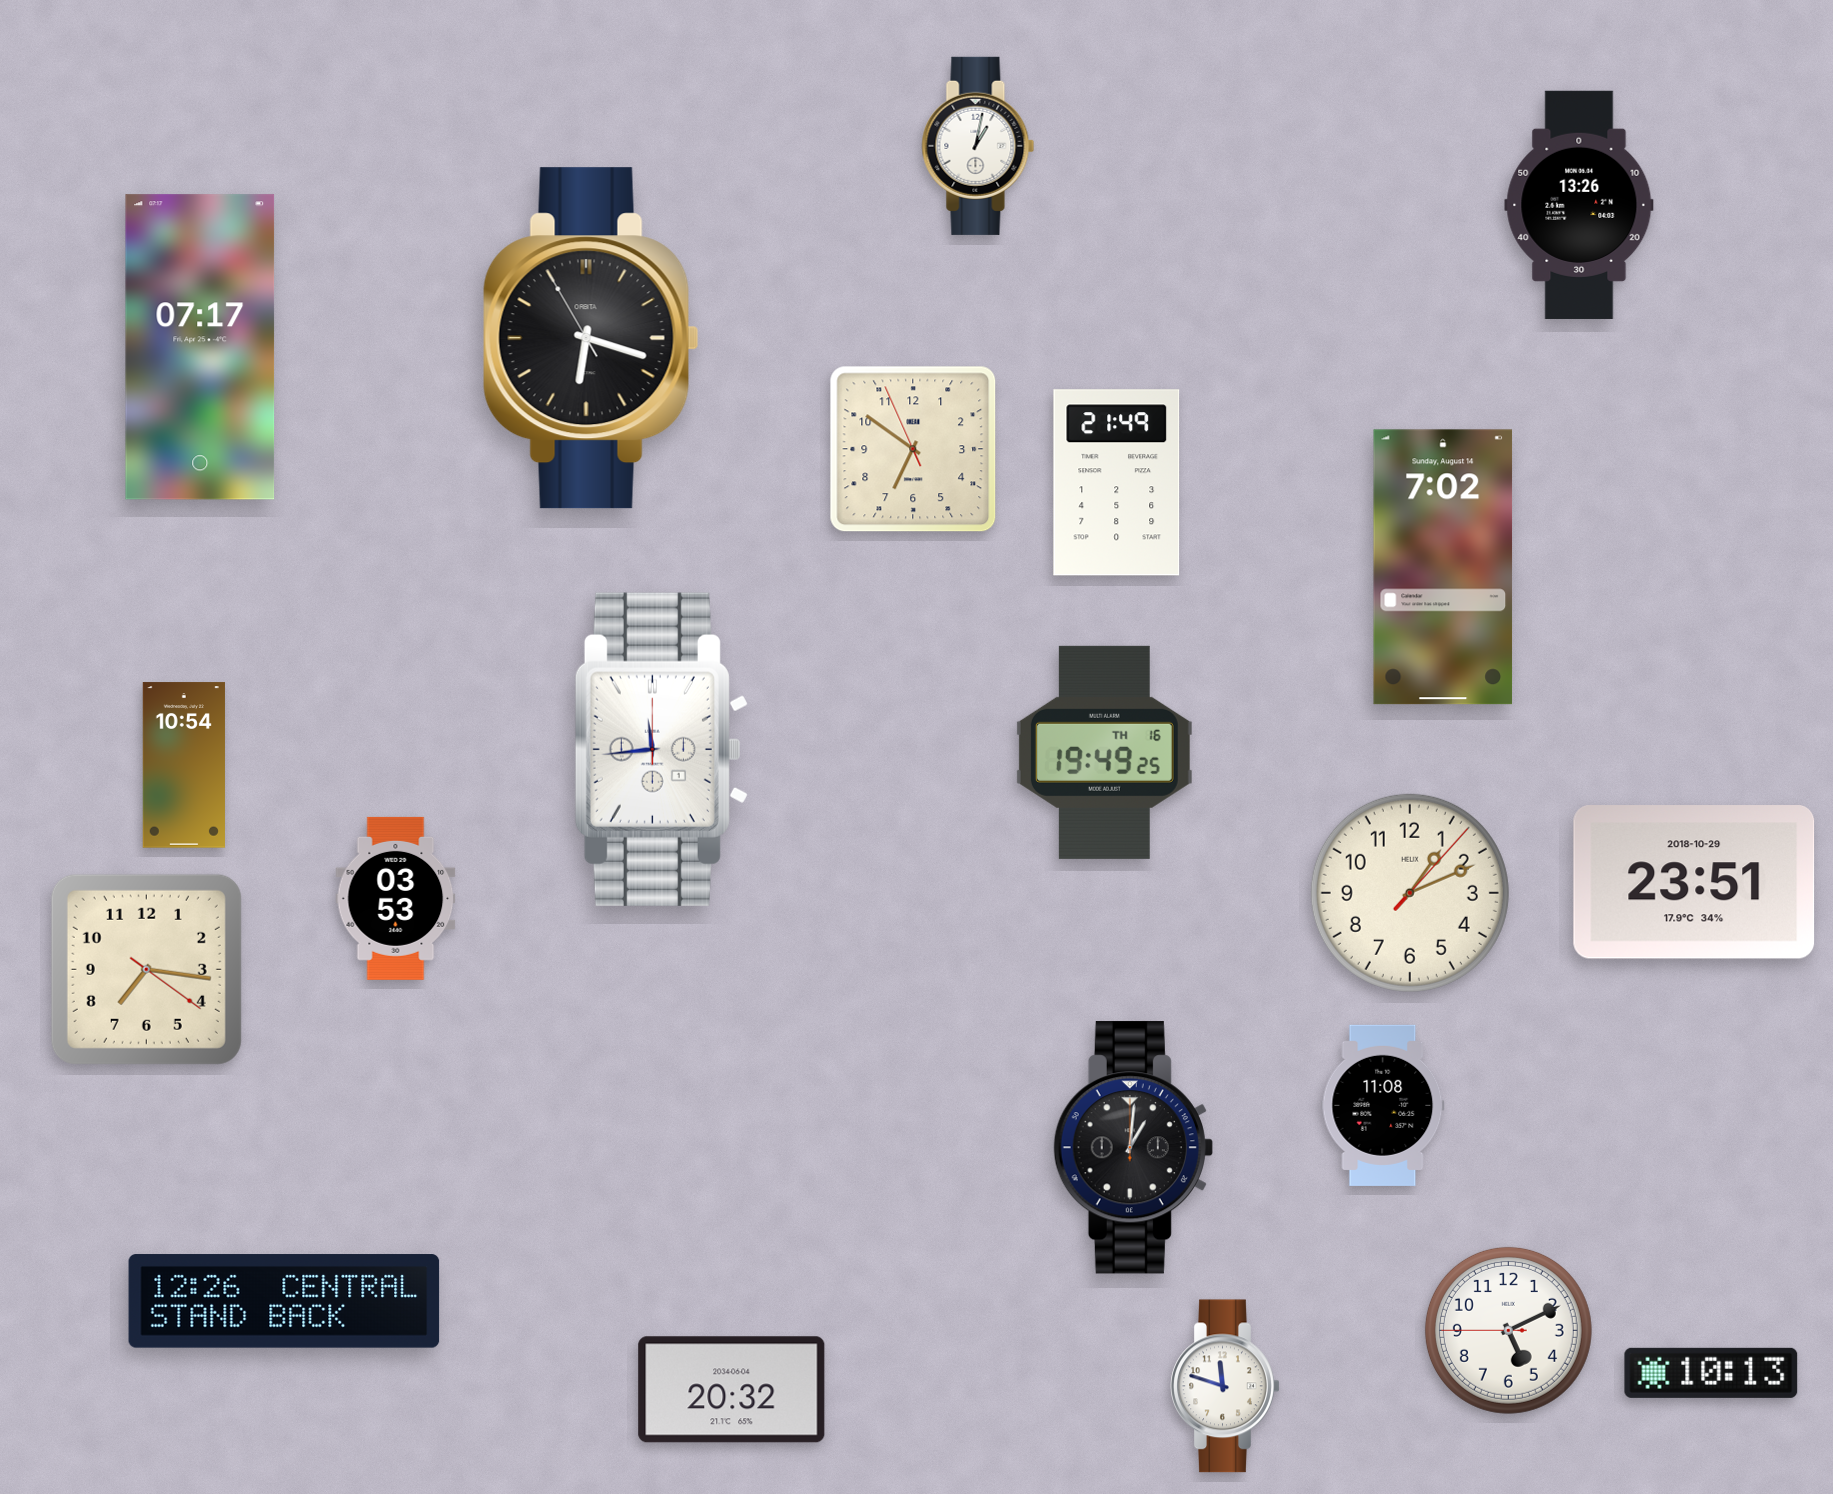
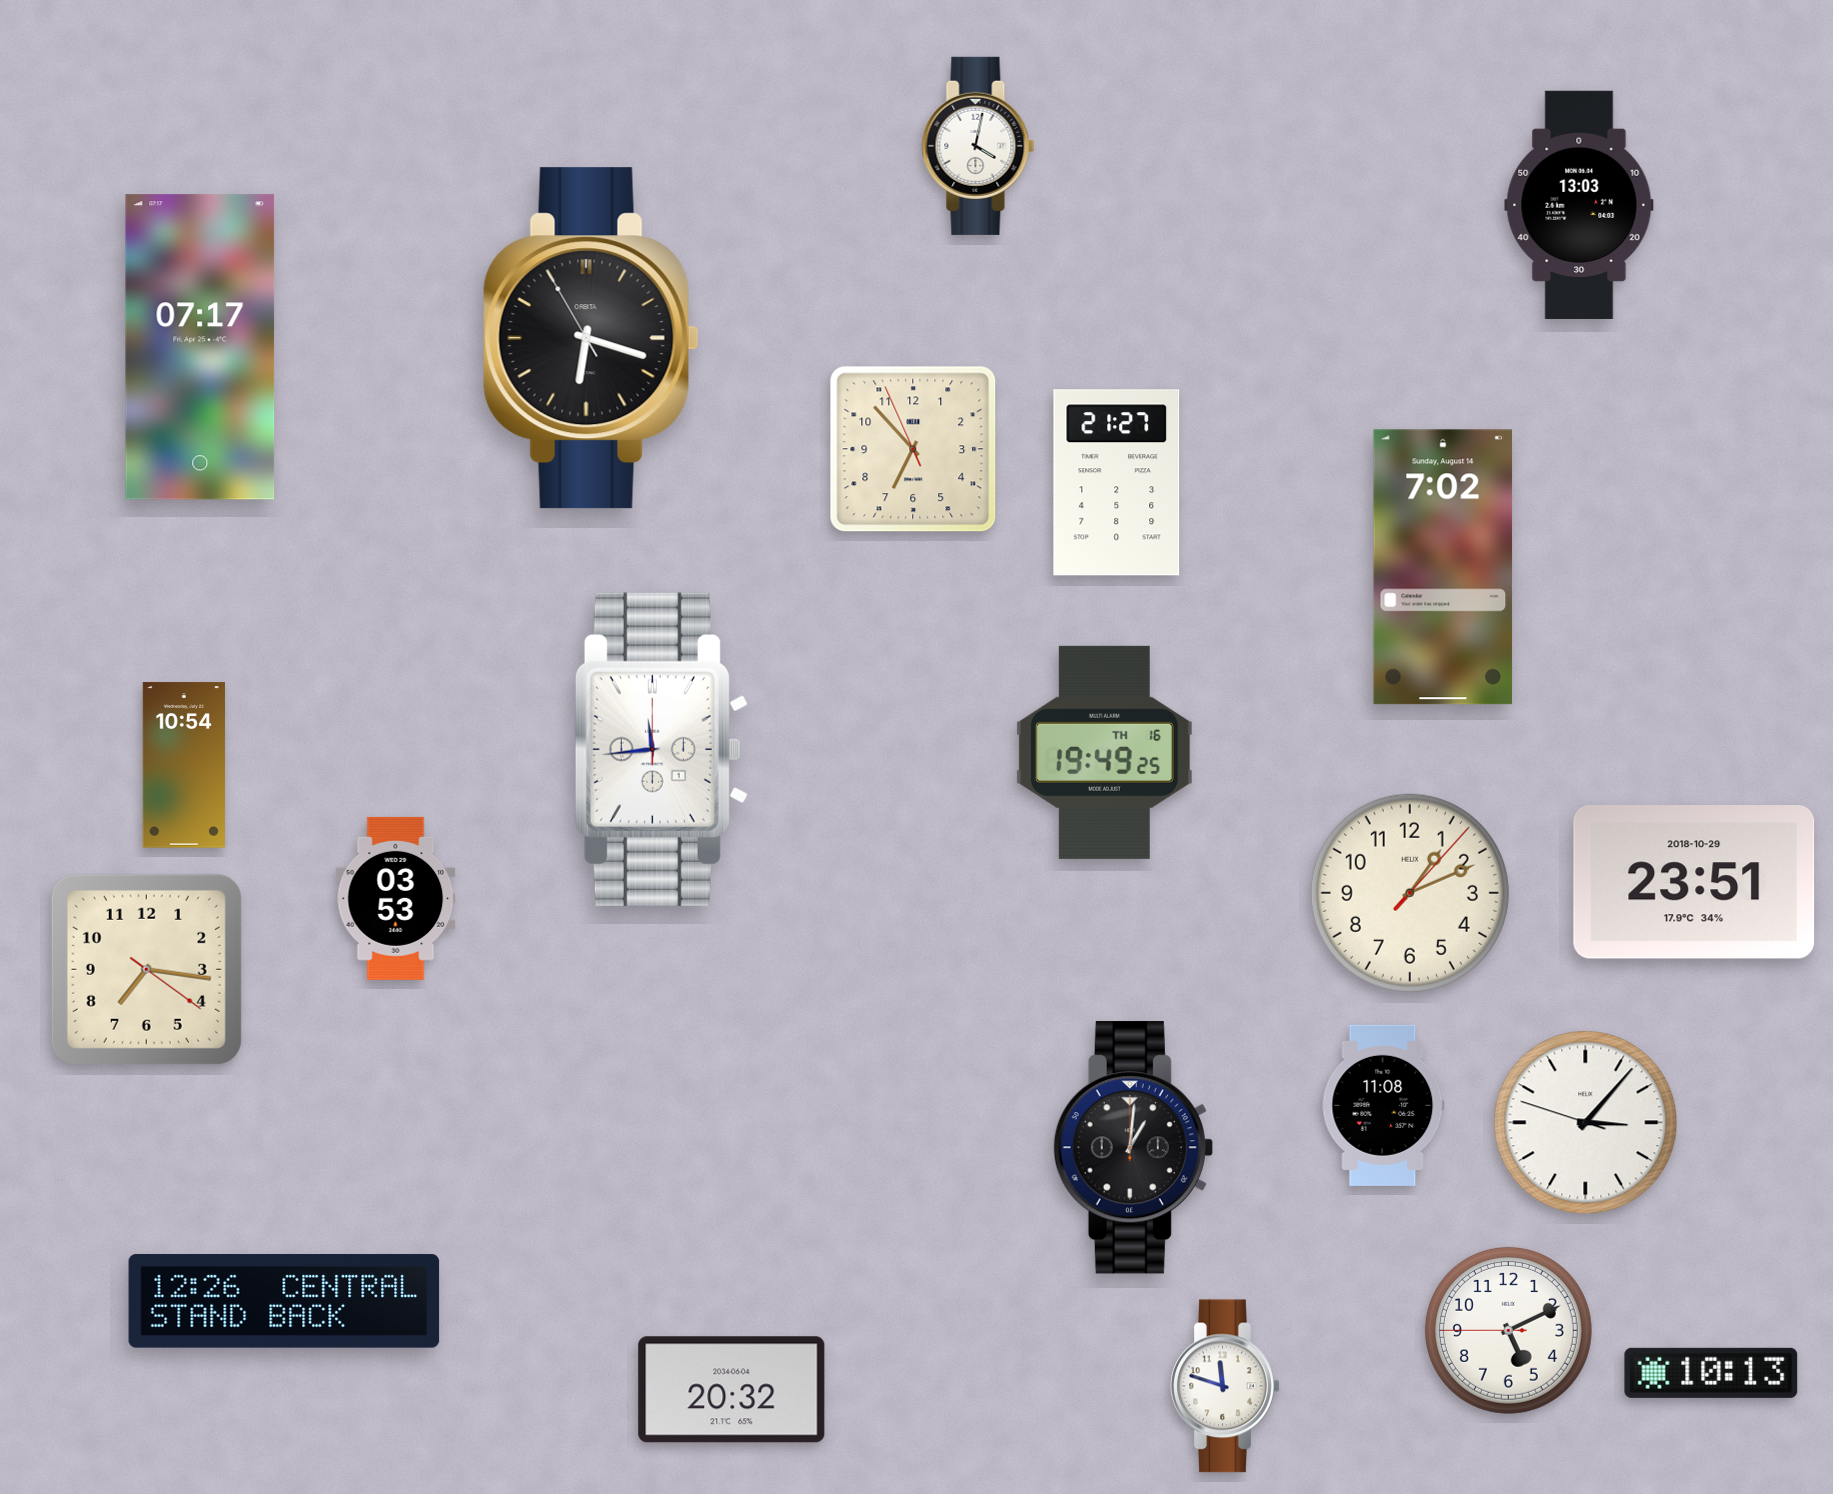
clock at (978, 146): 1:02 -> 4:02
clock at (1579, 205): 13:26 -> 13:03
clock at (913, 449): 6:50 -> 6:52
clock at (1117, 483): 21:49 -> 21:27
clock at (1586, 1123): none -> 3:06
